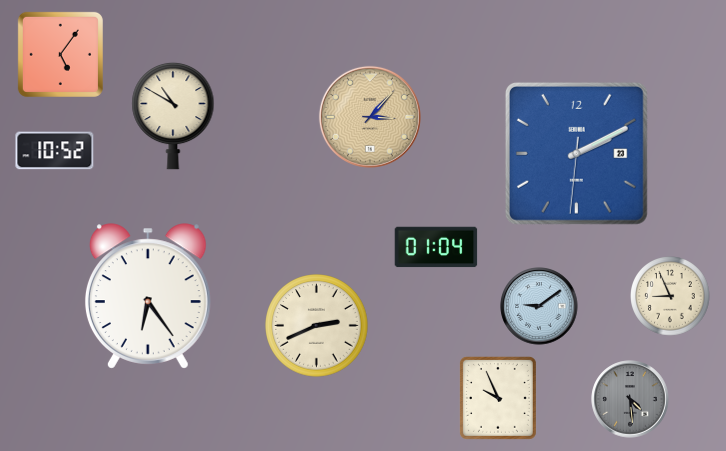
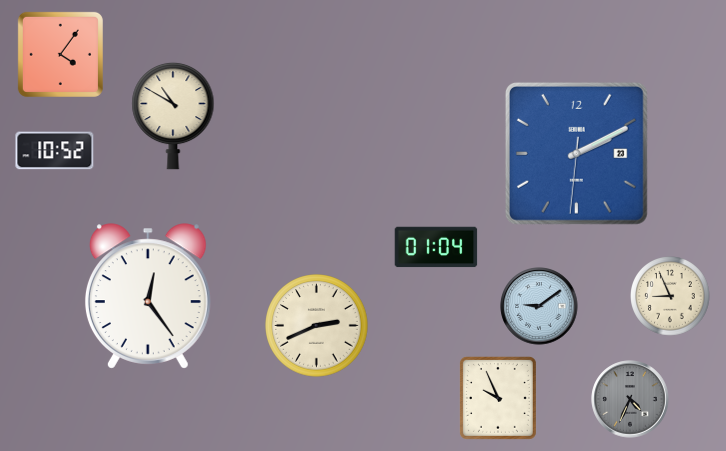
clock at (60, 54): 5:06 -> 4:06
clock at (370, 117): 3:07 -> none
clock at (148, 296): 6:24 -> 12:24
clock at (630, 399): 4:29 -> 4:34
